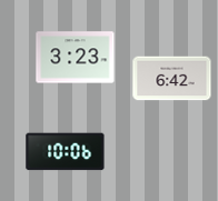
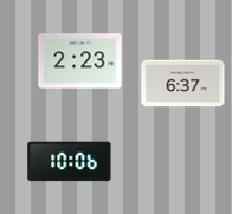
clock at (76, 58): 3:23 -> 2:23
clock at (172, 79): 6:42 -> 6:37
